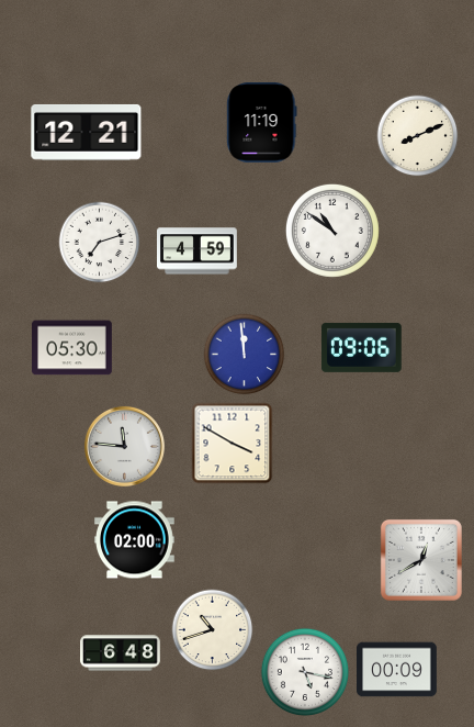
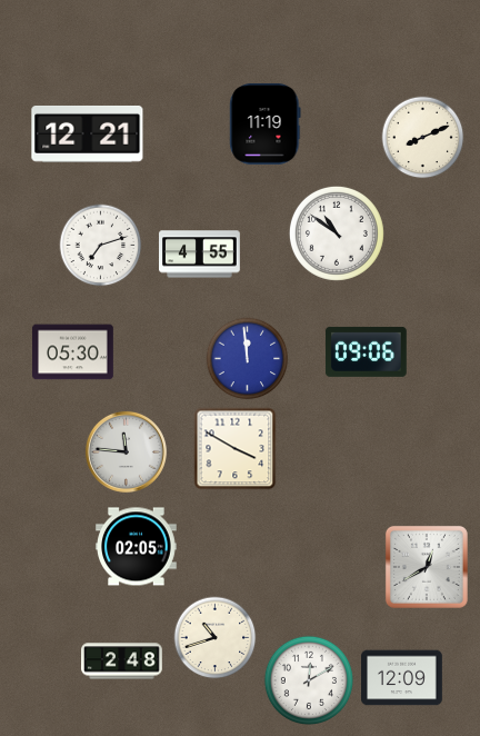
clock at (198, 251): 4:59 -> 4:55
clock at (135, 540): 02:00 -> 02:05
clock at (121, 653): 6:48 -> 2:48
clock at (397, 670): 00:09 -> 12:09
clock at (305, 672): 5:17 -> 12:10
